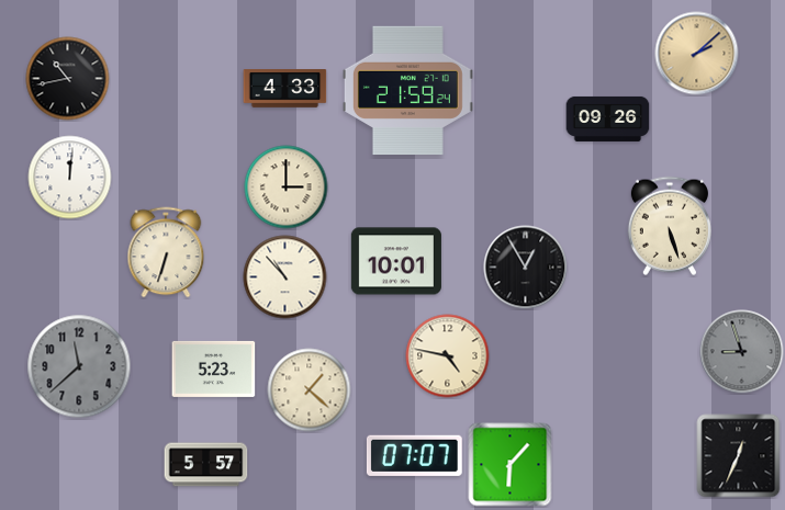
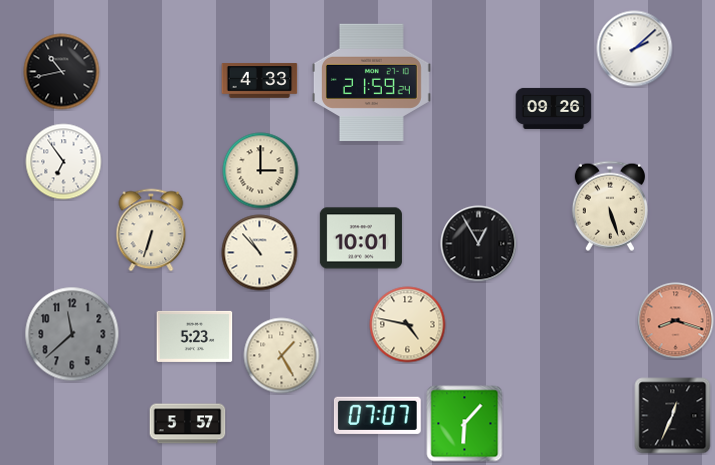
clock at (697, 54) dial: champagne -> white
clock at (70, 178): 12:01 -> 6:54
clock at (742, 352): 8:57 -> 8:18
clock at (742, 352) dial: grey -> salmon
clock at (310, 390): 1:22 -> 1:25
